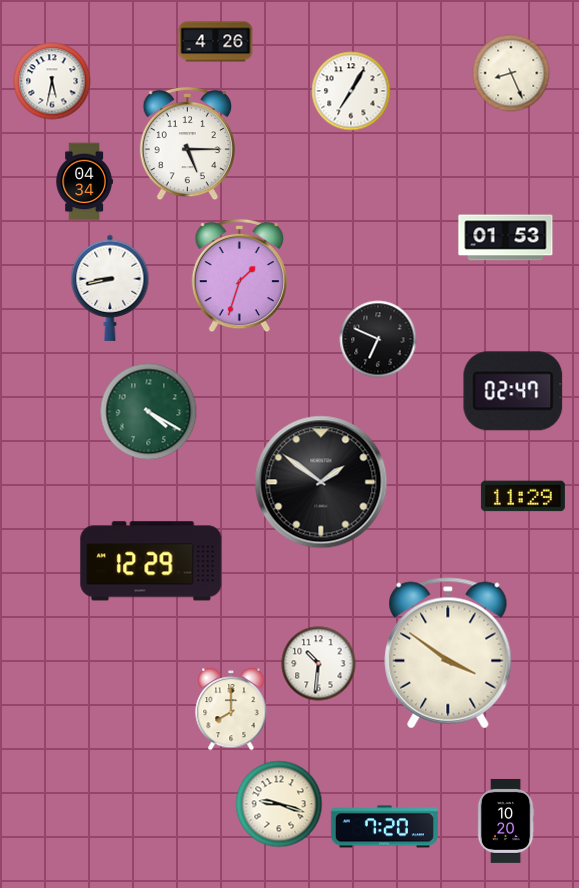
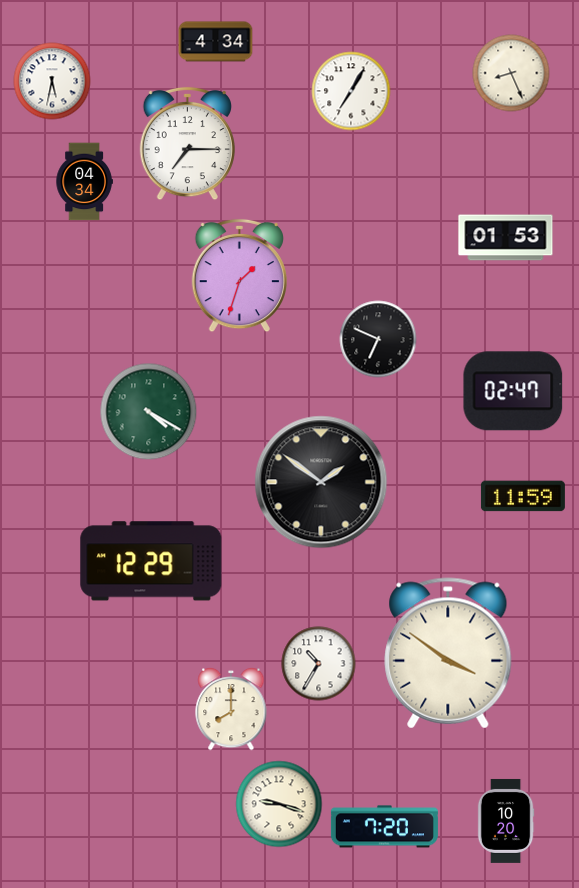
clock at (216, 42): 4:26 -> 4:34
clock at (187, 144): 5:15 -> 7:15
clock at (110, 288): 8:43 -> none
clock at (523, 496): 11:29 -> 11:59
clock at (319, 664): 10:31 -> 10:35
